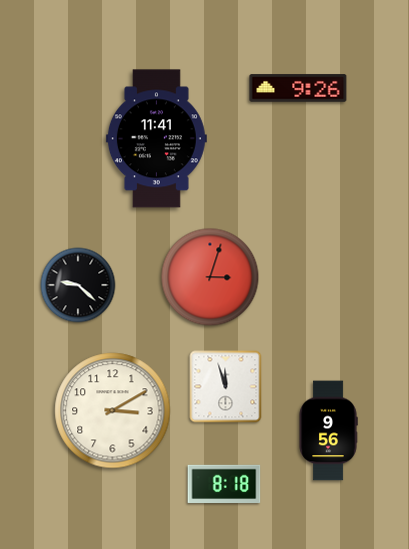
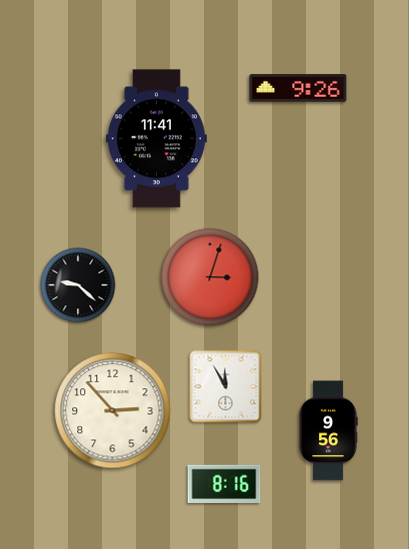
clock at (226, 387): 11:57 -> 11:55
clock at (113, 411): 3:10 -> 2:53
clock at (224, 484): 8:18 -> 8:16
